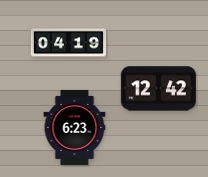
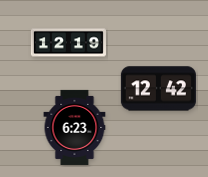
clock at (68, 43): 04:19 -> 12:19
